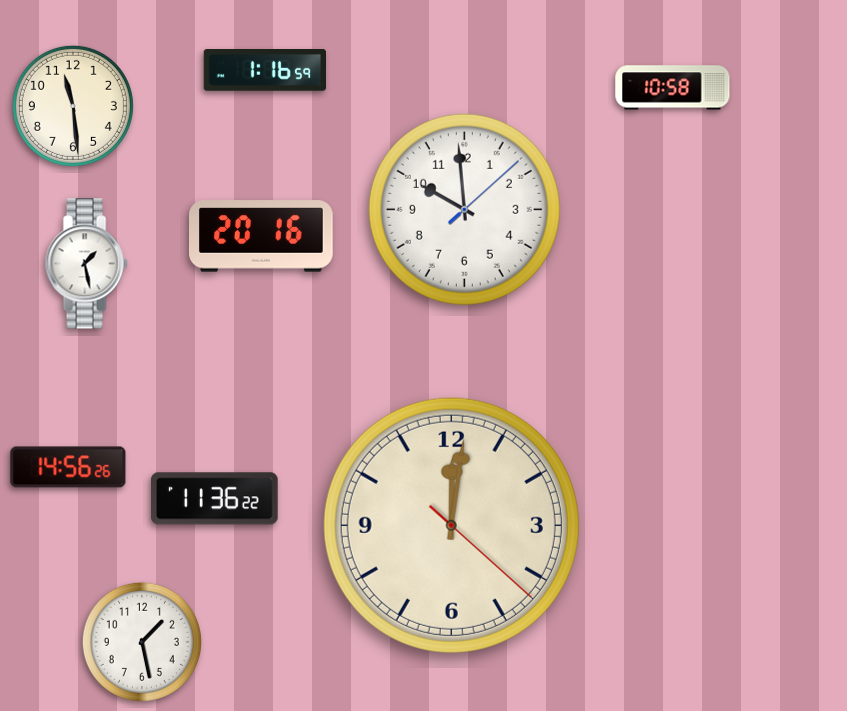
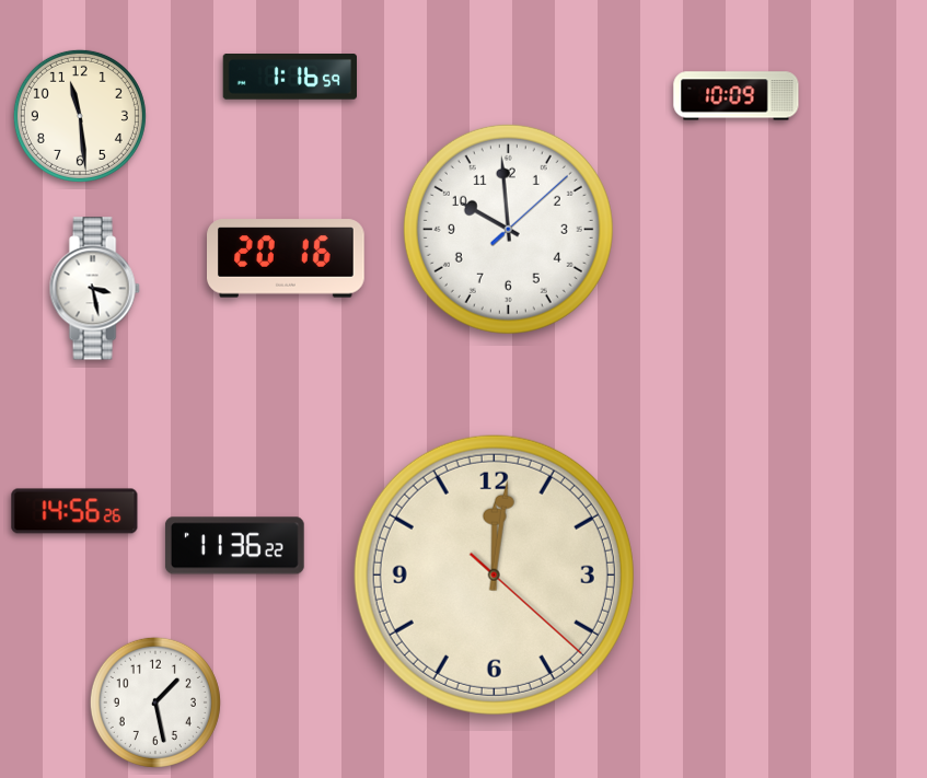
clock at (673, 88): 10:58 -> 10:09
clock at (86, 264): 1:28 -> 3:28
